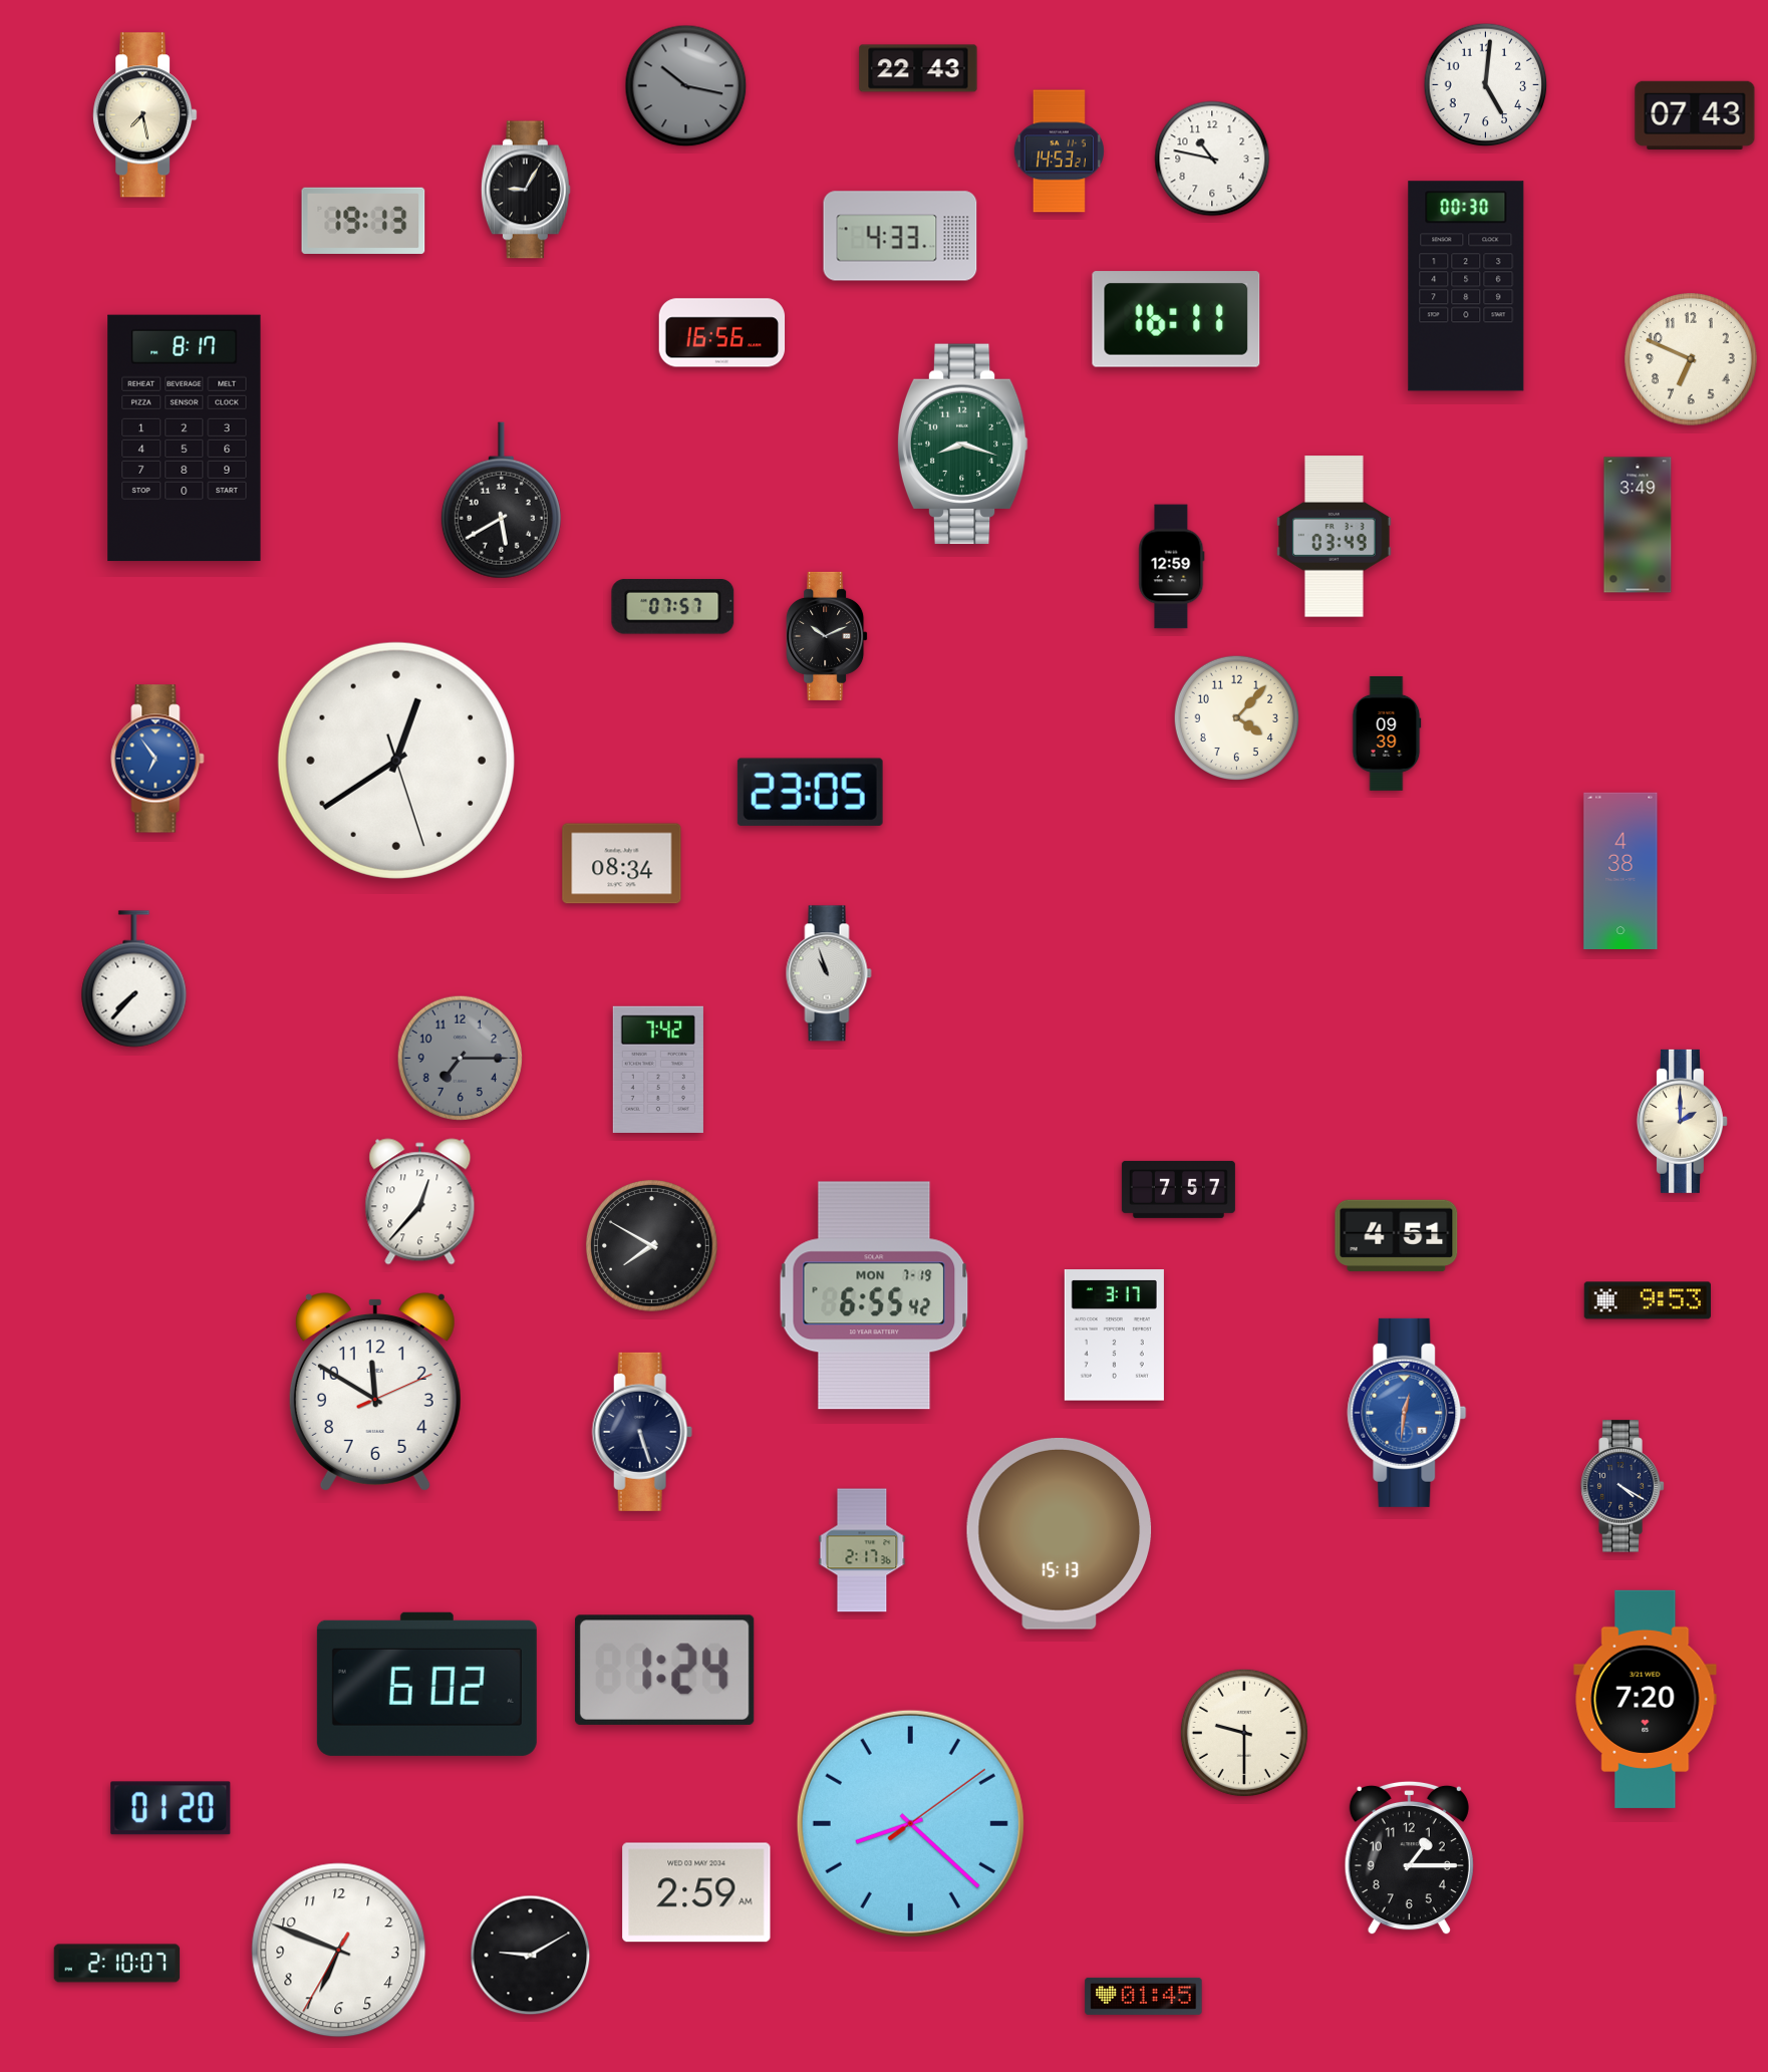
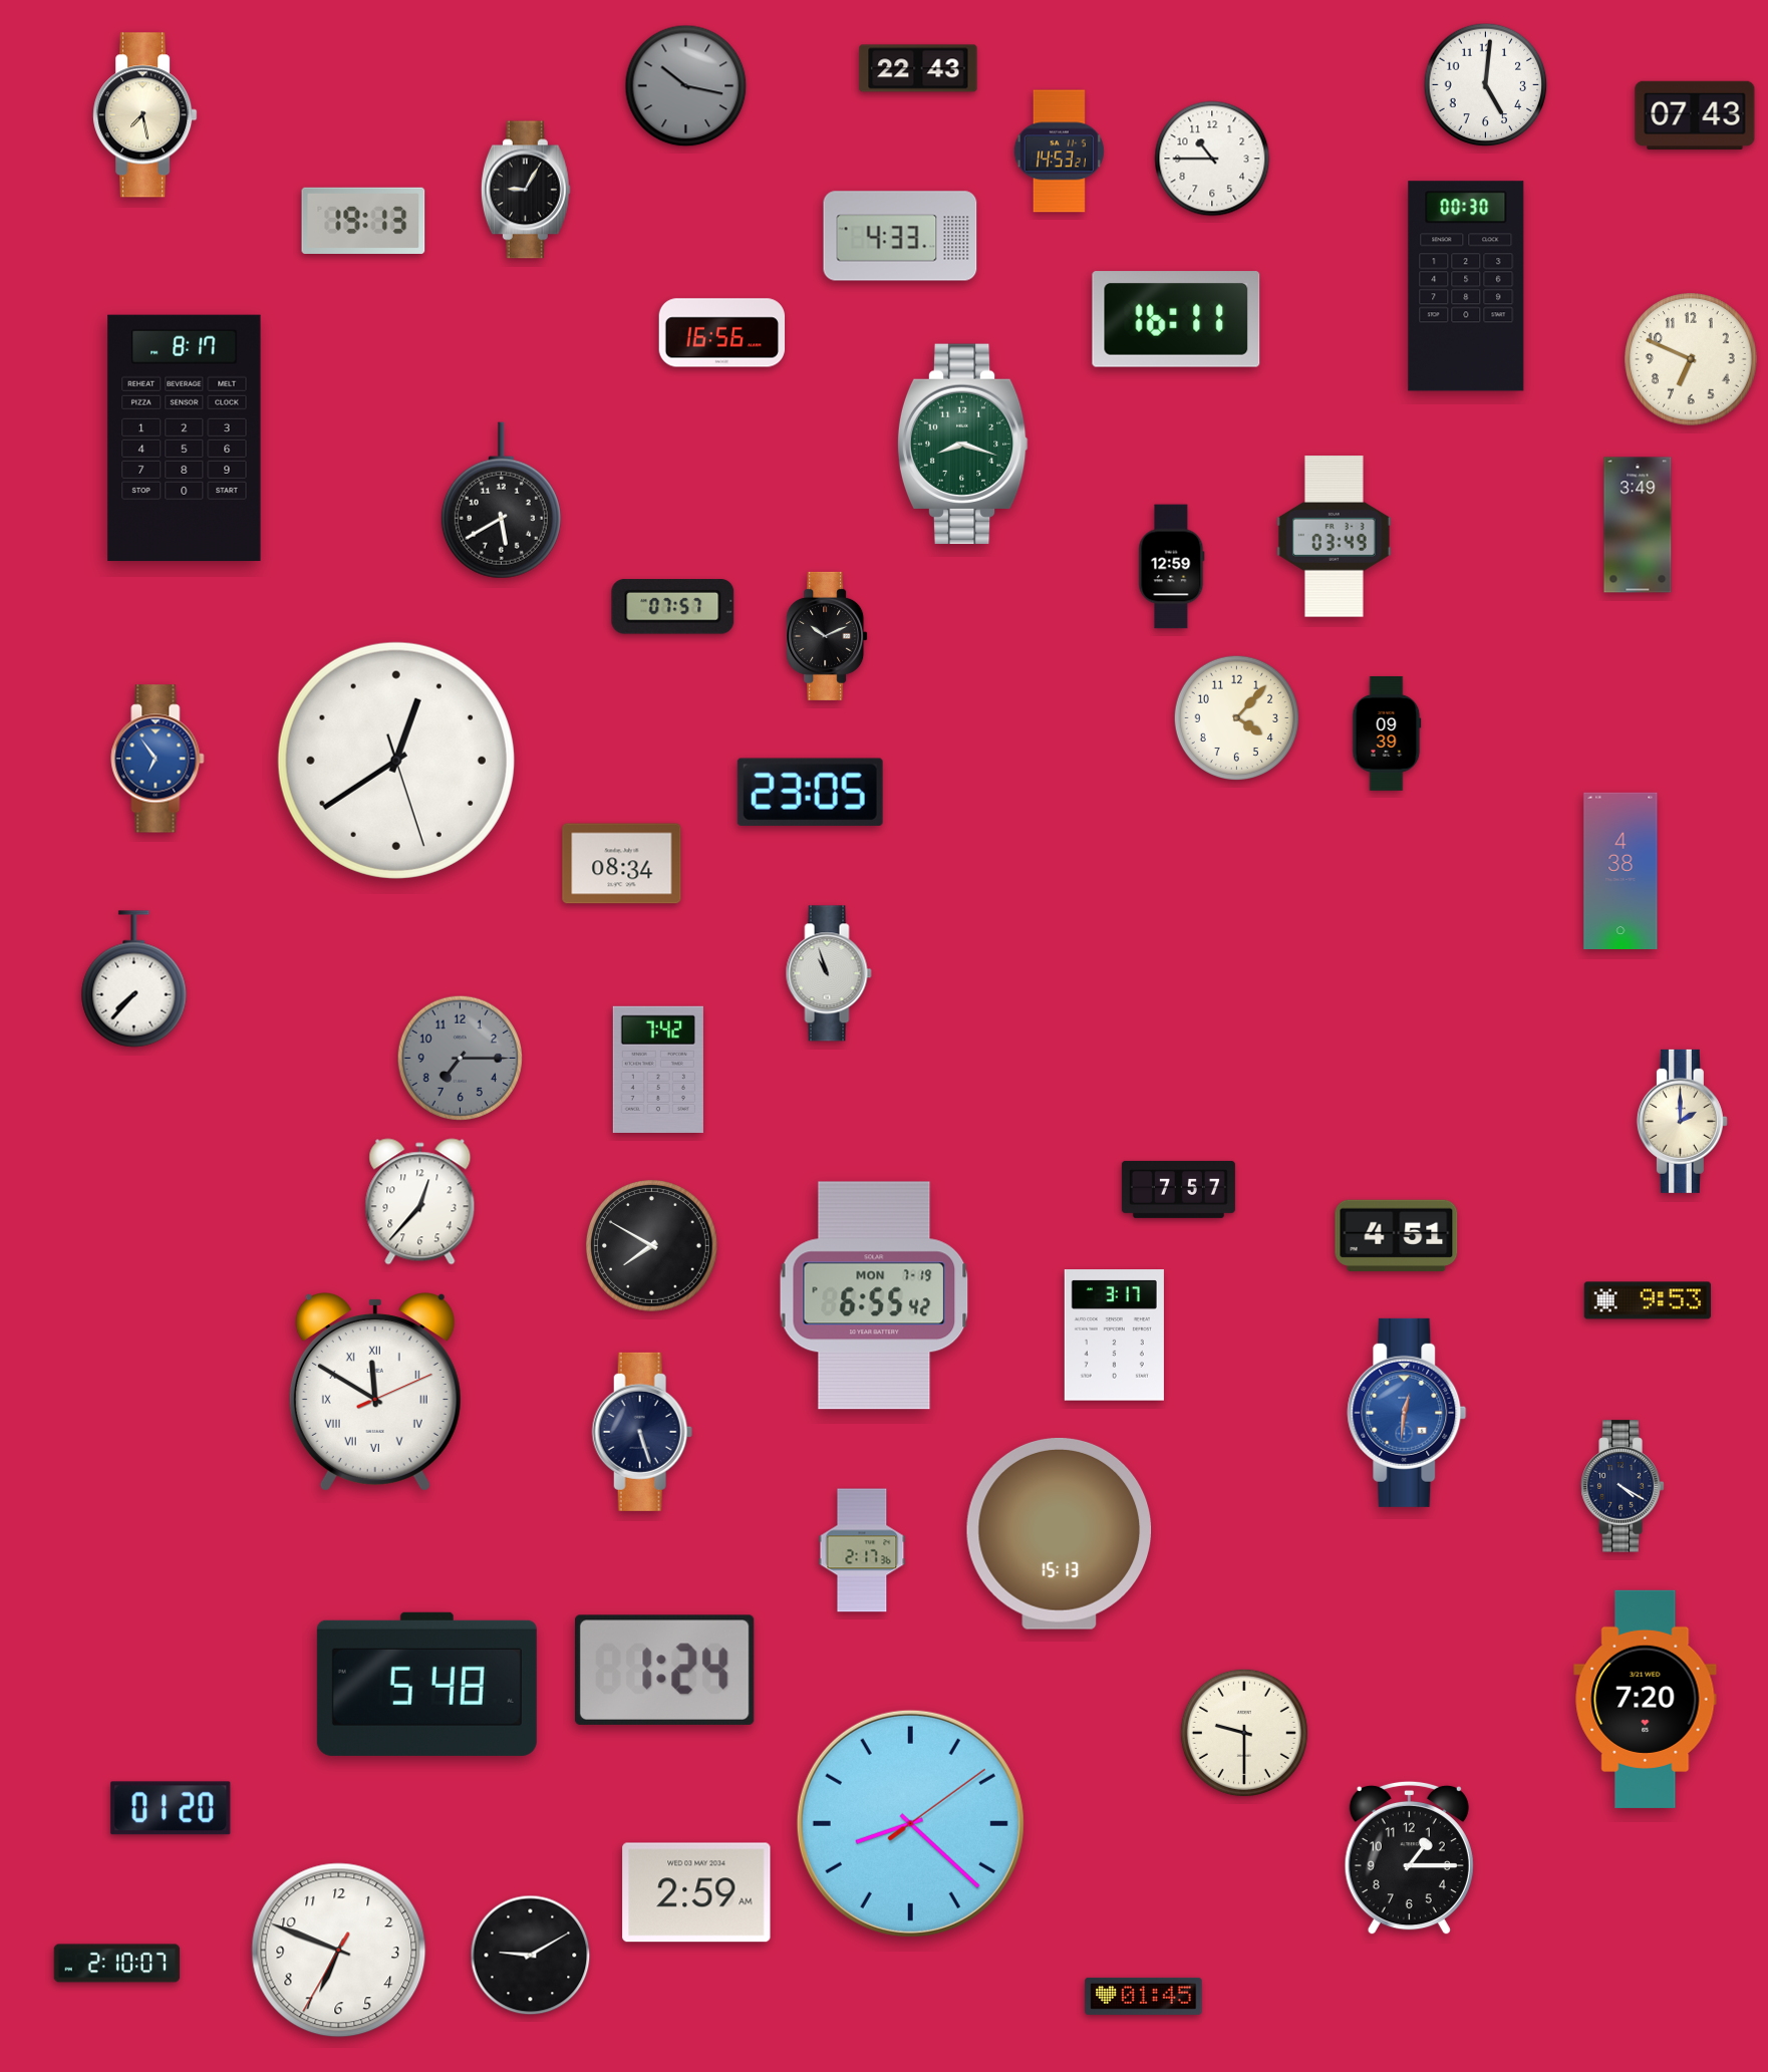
clock at (1212, 159): 10:47 -> 10:45
clock at (375, 1392) numerals: Arabic -> Roman
clock at (426, 1684): 6:02 -> 5:48
